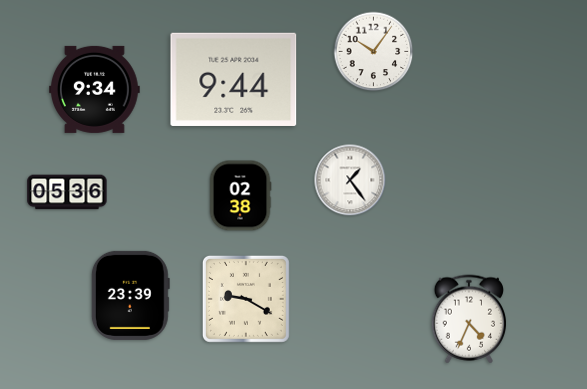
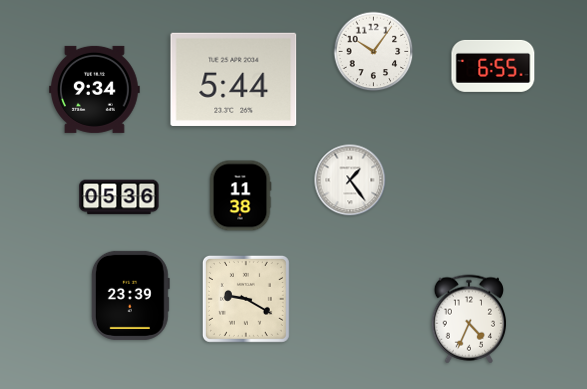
clock at (493, 66): none -> 6:55
clock at (234, 79): 9:44 -> 5:44
clock at (67, 192) position: (67, 192) -> (119, 197)
clock at (240, 196): 02:38 -> 11:38
